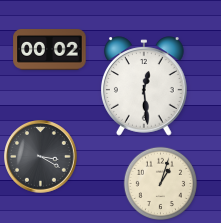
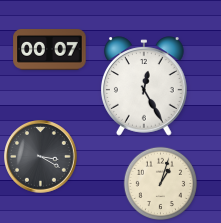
clock at (50, 50): 00:02 -> 00:07
clock at (145, 86): 12:29 -> 12:25
